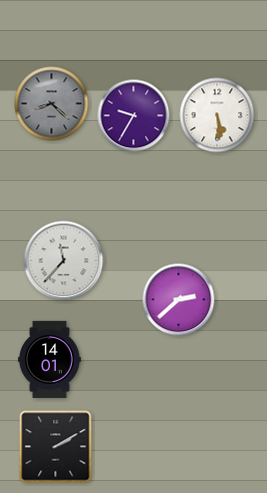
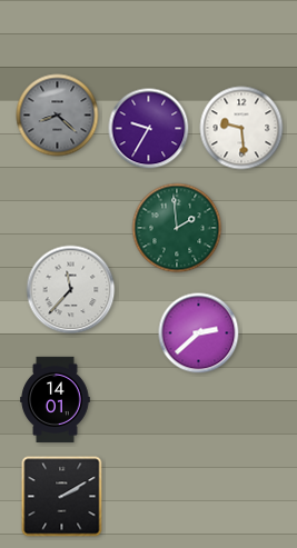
clock at (217, 115): 5:29 -> 9:29
clock at (177, 228): none -> 1:59
